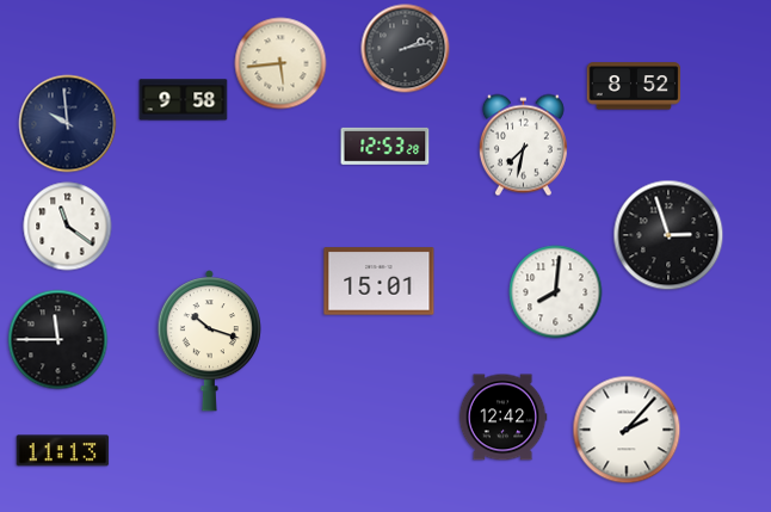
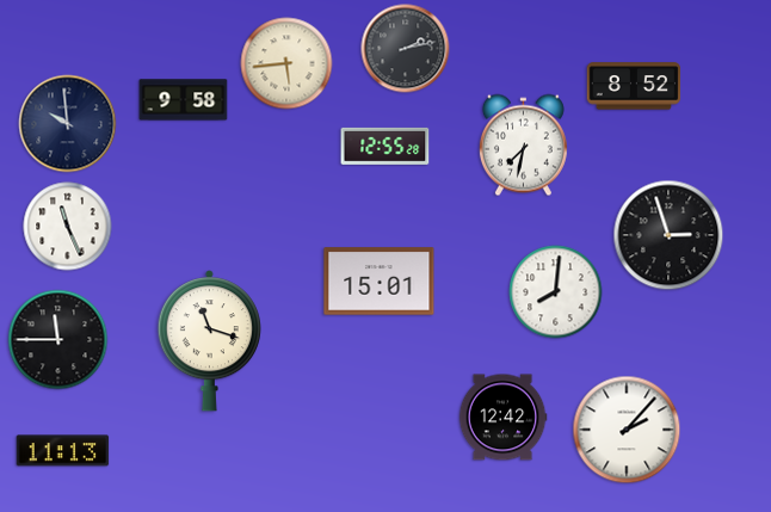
clock at (280, 63) position: (280, 63) -> (286, 63)
clock at (385, 146): 12:53 -> 12:55
clock at (68, 227): 11:21 -> 11:26
clock at (209, 341): 10:18 -> 11:18
